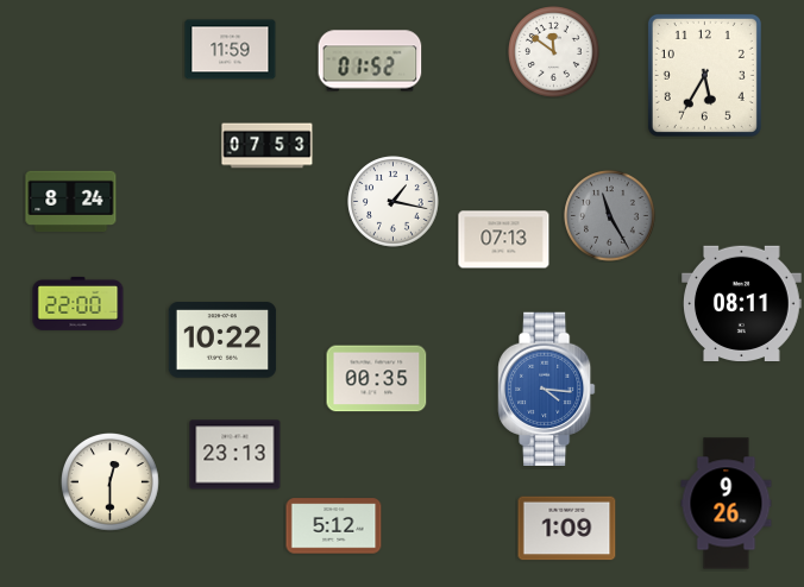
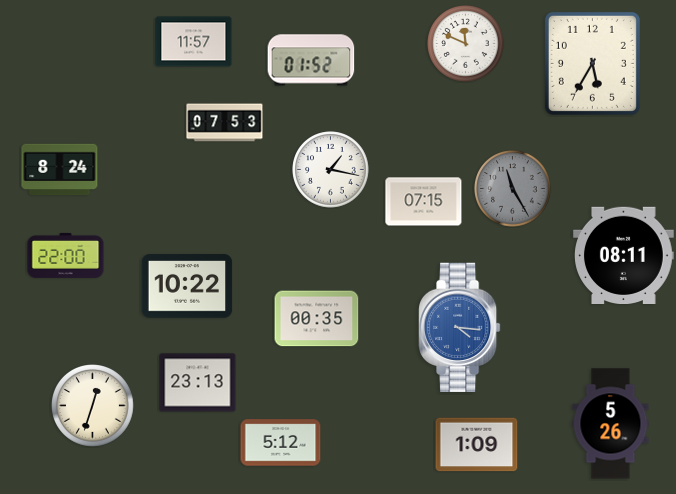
clock at (231, 50): 11:59 -> 11:57
clock at (554, 52): 11:51 -> 11:49
clock at (370, 61) position: (370, 61) -> (311, 60)
clock at (610, 216) position: (610, 216) -> (513, 189)
clock at (504, 240): 07:13 -> 07:15
clock at (111, 482): 12:30 -> 12:33
clock at (727, 504): 9:26 -> 5:26
